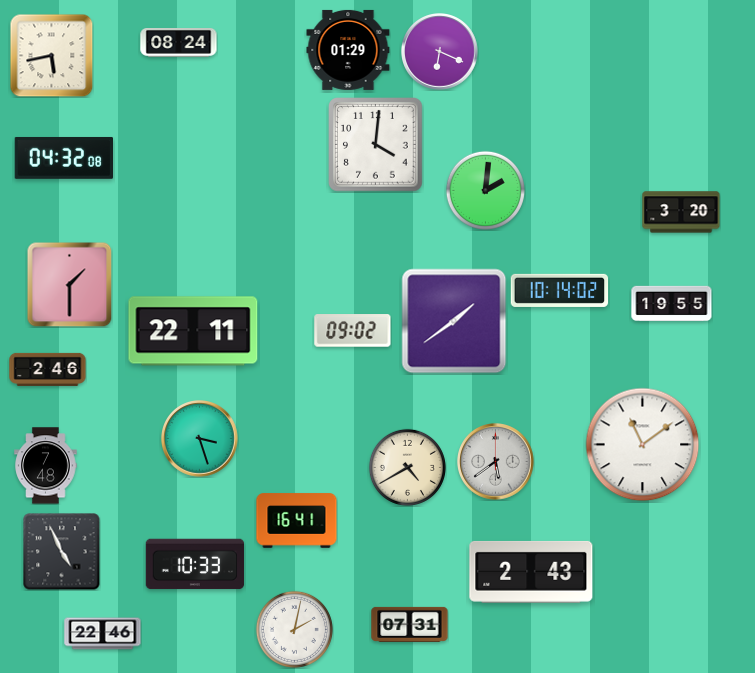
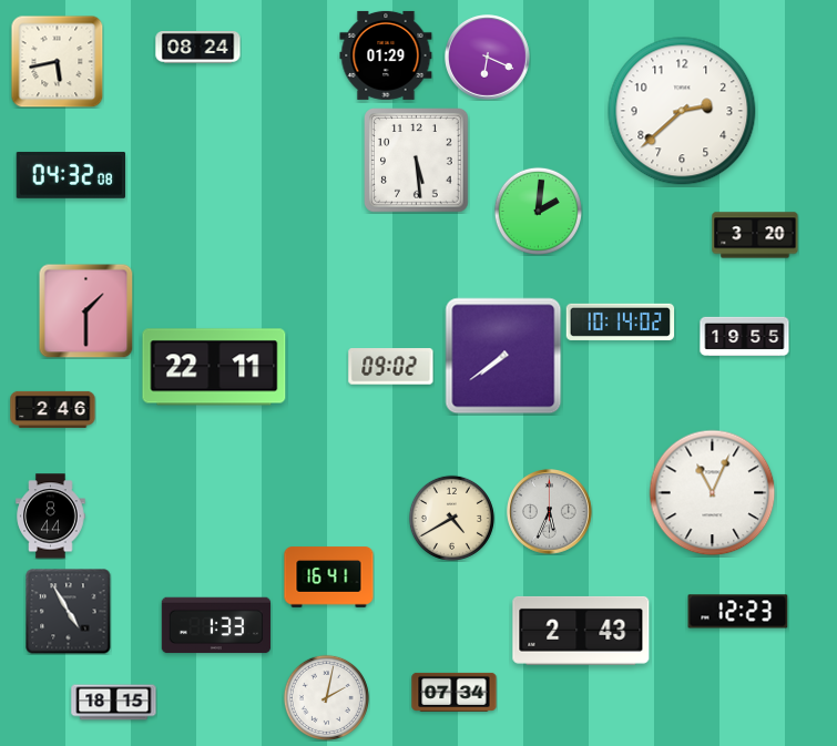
clock at (682, 111): none -> 2:38
clock at (376, 145): 4:01 -> 5:29
clock at (69, 284) position: (69, 284) -> (85, 310)
clock at (454, 321): 1:39 -> 7:39
clock at (200, 439): 3:27 -> none
clock at (643, 445): 11:09 -> 11:04
clock at (496, 462): 5:39 -> 5:34
clock at (46, 466): 7:48 -> 8:44
clock at (62, 552): 4:56 -> 4:55
clock at (738, 612): none -> 12:23
clock at (195, 564): 10:33 -> 1:33
clock at (531, 572) position: (531, 572) -> (581, 631)
clock at (410, 624): 07:31 -> 07:34
clock at (103, 634): 22:46 -> 18:15
